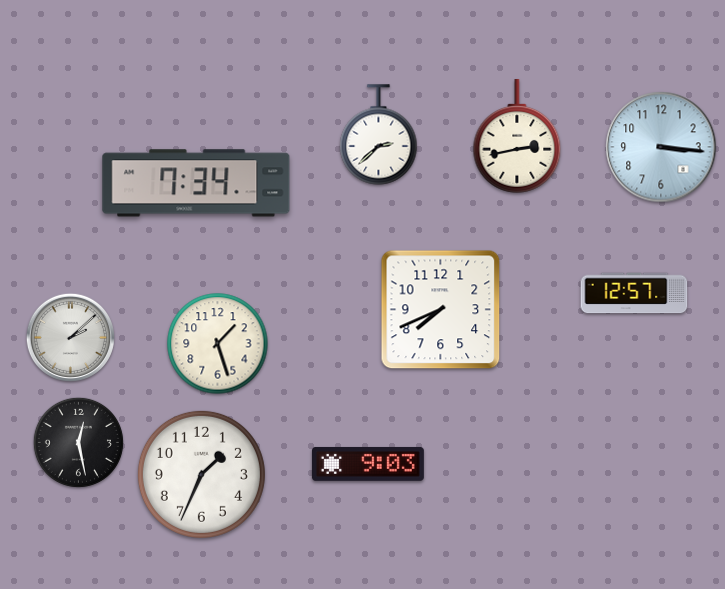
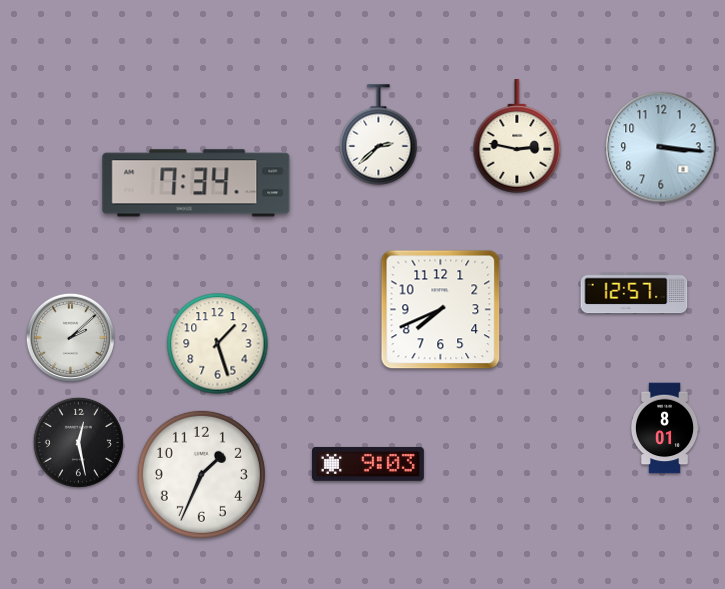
clock at (517, 136): 2:43 -> 2:47
clock at (665, 428): none -> 8:01
